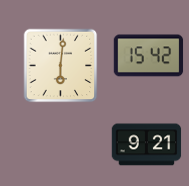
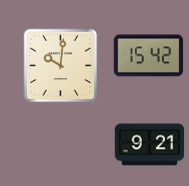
clock at (61, 66): 6:01 -> 10:01
clock at (147, 145) position: (147, 145) -> (150, 145)
